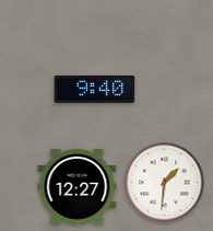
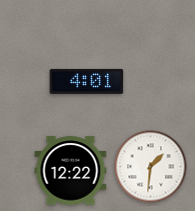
clock at (95, 89): 9:40 -> 4:01
clock at (78, 187): 12:27 -> 12:22
